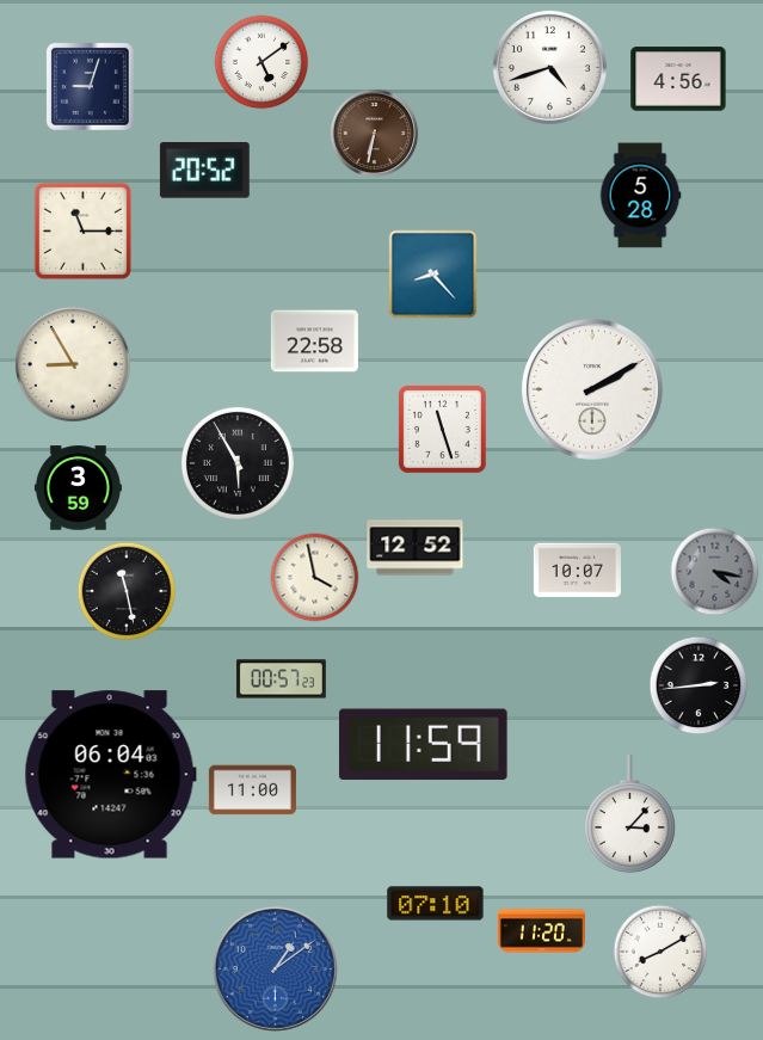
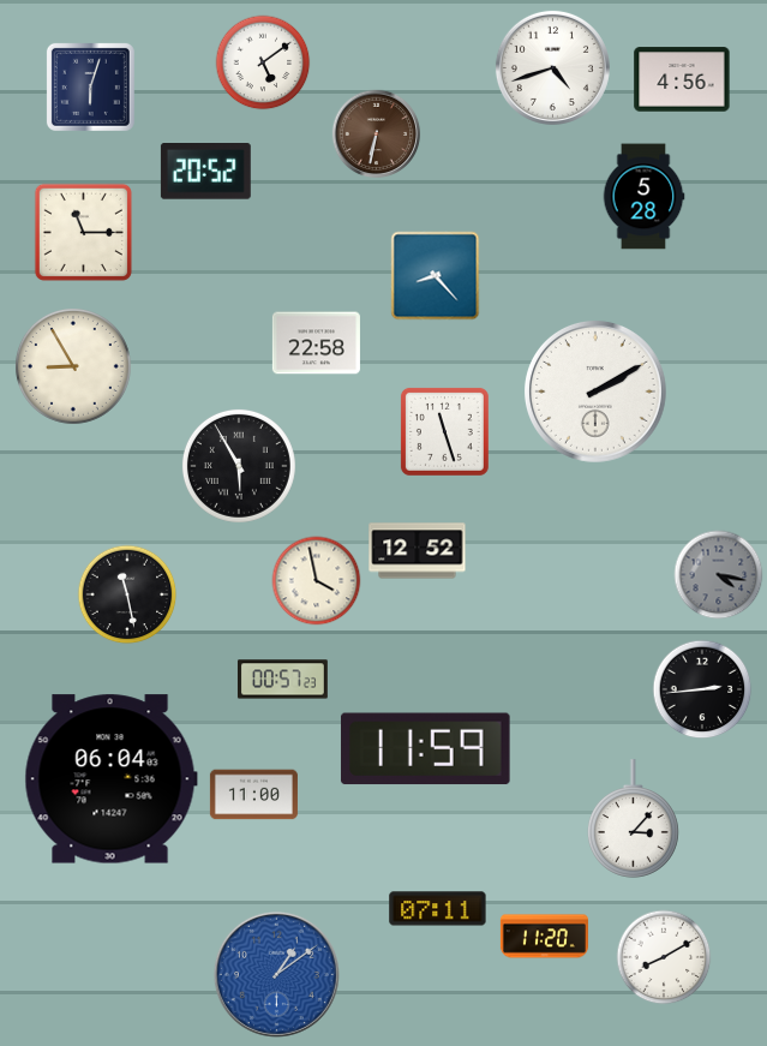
clock at (90, 86): 9:03 -> 6:03
clock at (78, 488): 3:59 -> none
clock at (577, 571): 10:07 -> none
clock at (281, 679) position: (281, 679) -> (282, 680)
clock at (436, 904): 07:10 -> 07:11
